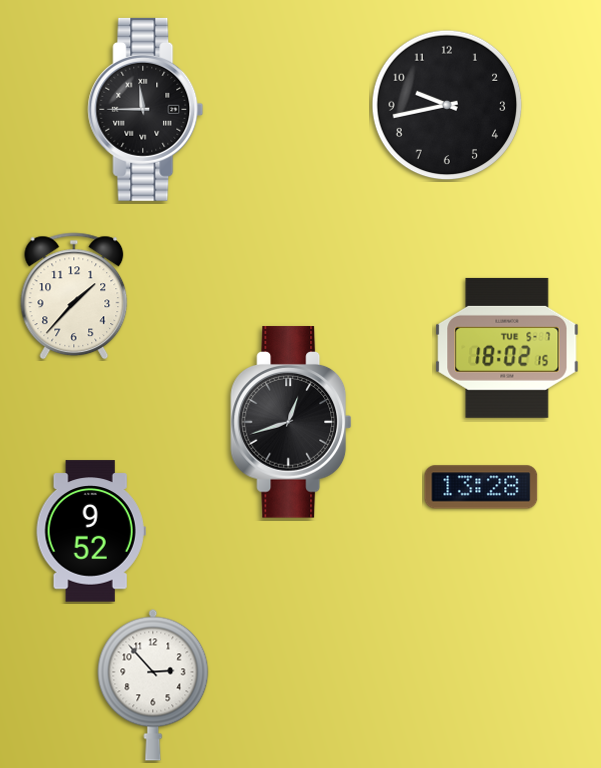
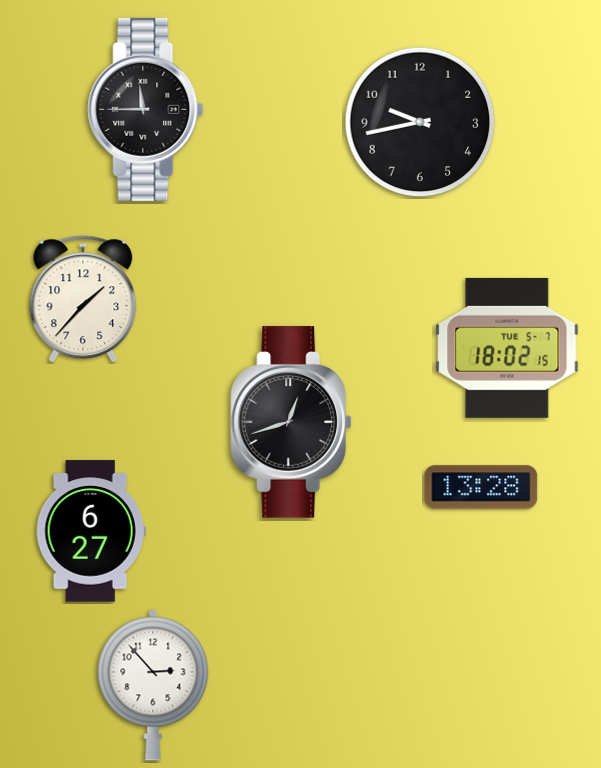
clock at (447, 105) position: (447, 105) -> (420, 122)
clock at (74, 296) position: (74, 296) -> (83, 299)
clock at (91, 531): 9:52 -> 6:27
